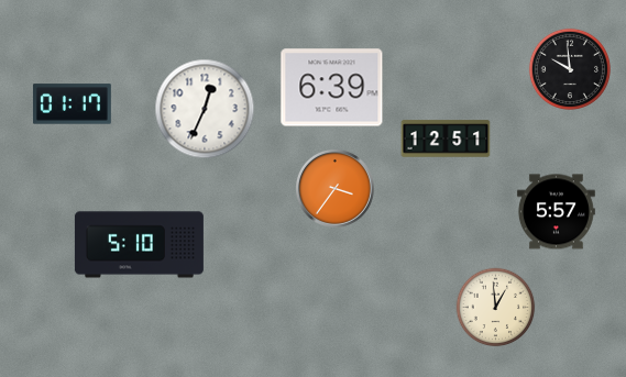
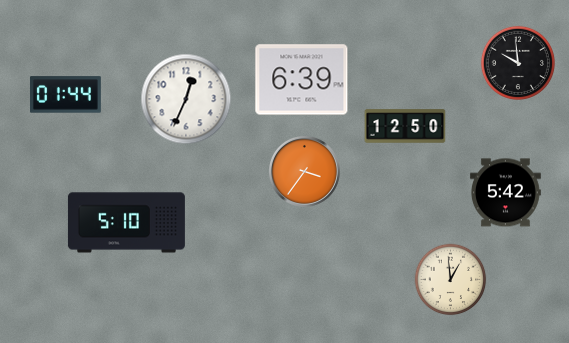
clock at (72, 104): 01:17 -> 01:44
clock at (446, 138): 12:51 -> 12:50
clock at (556, 212): 5:57 -> 5:42
